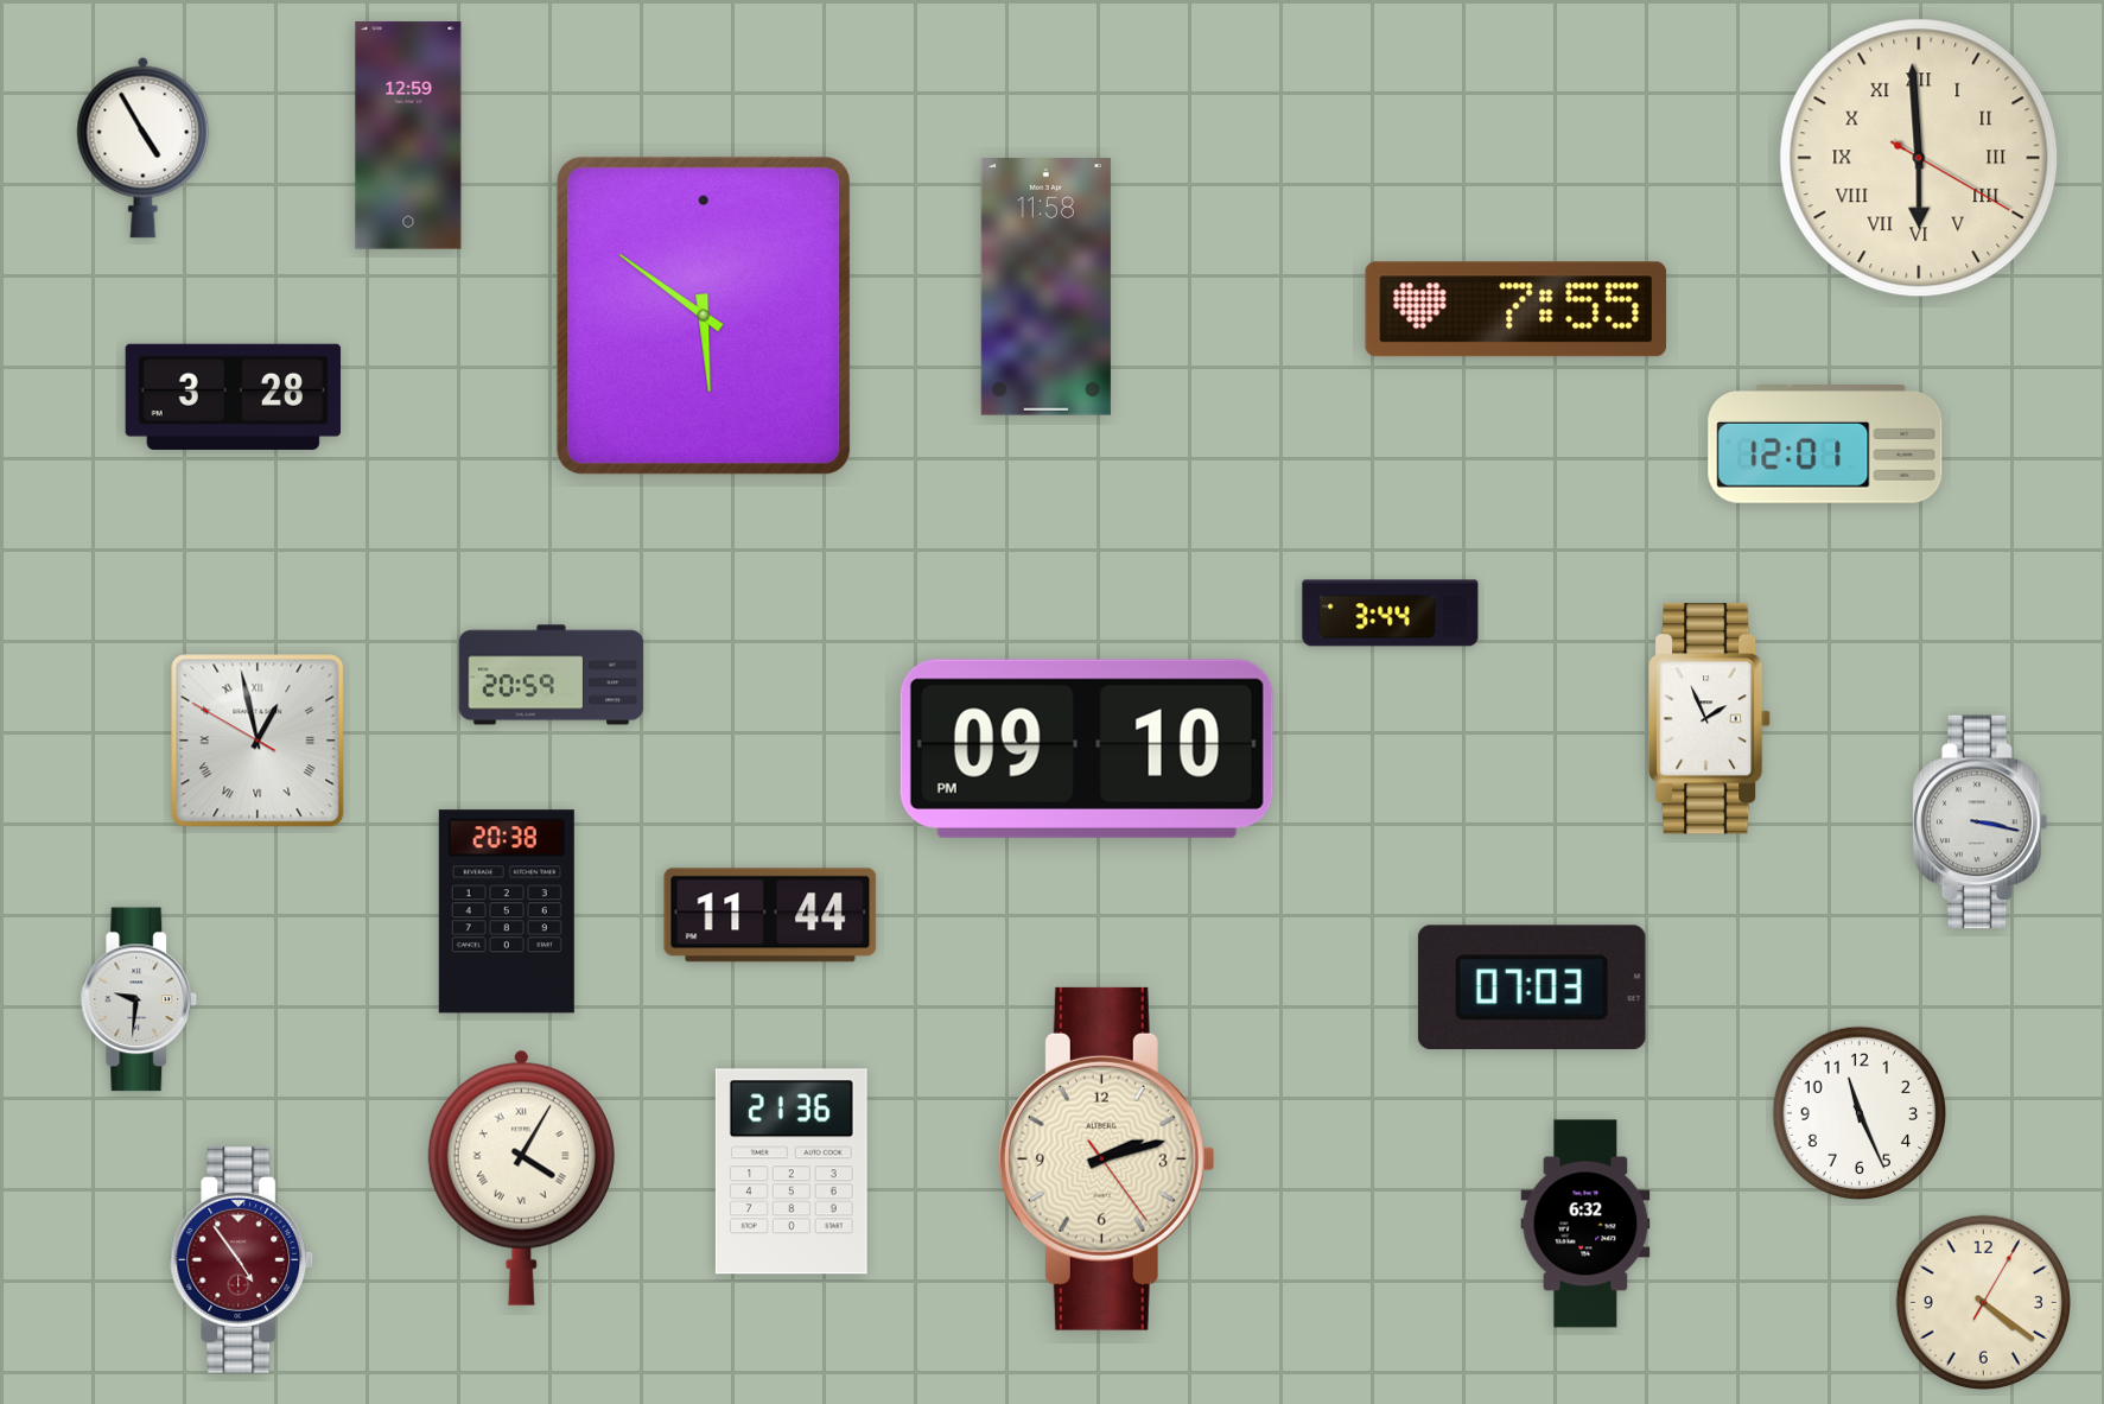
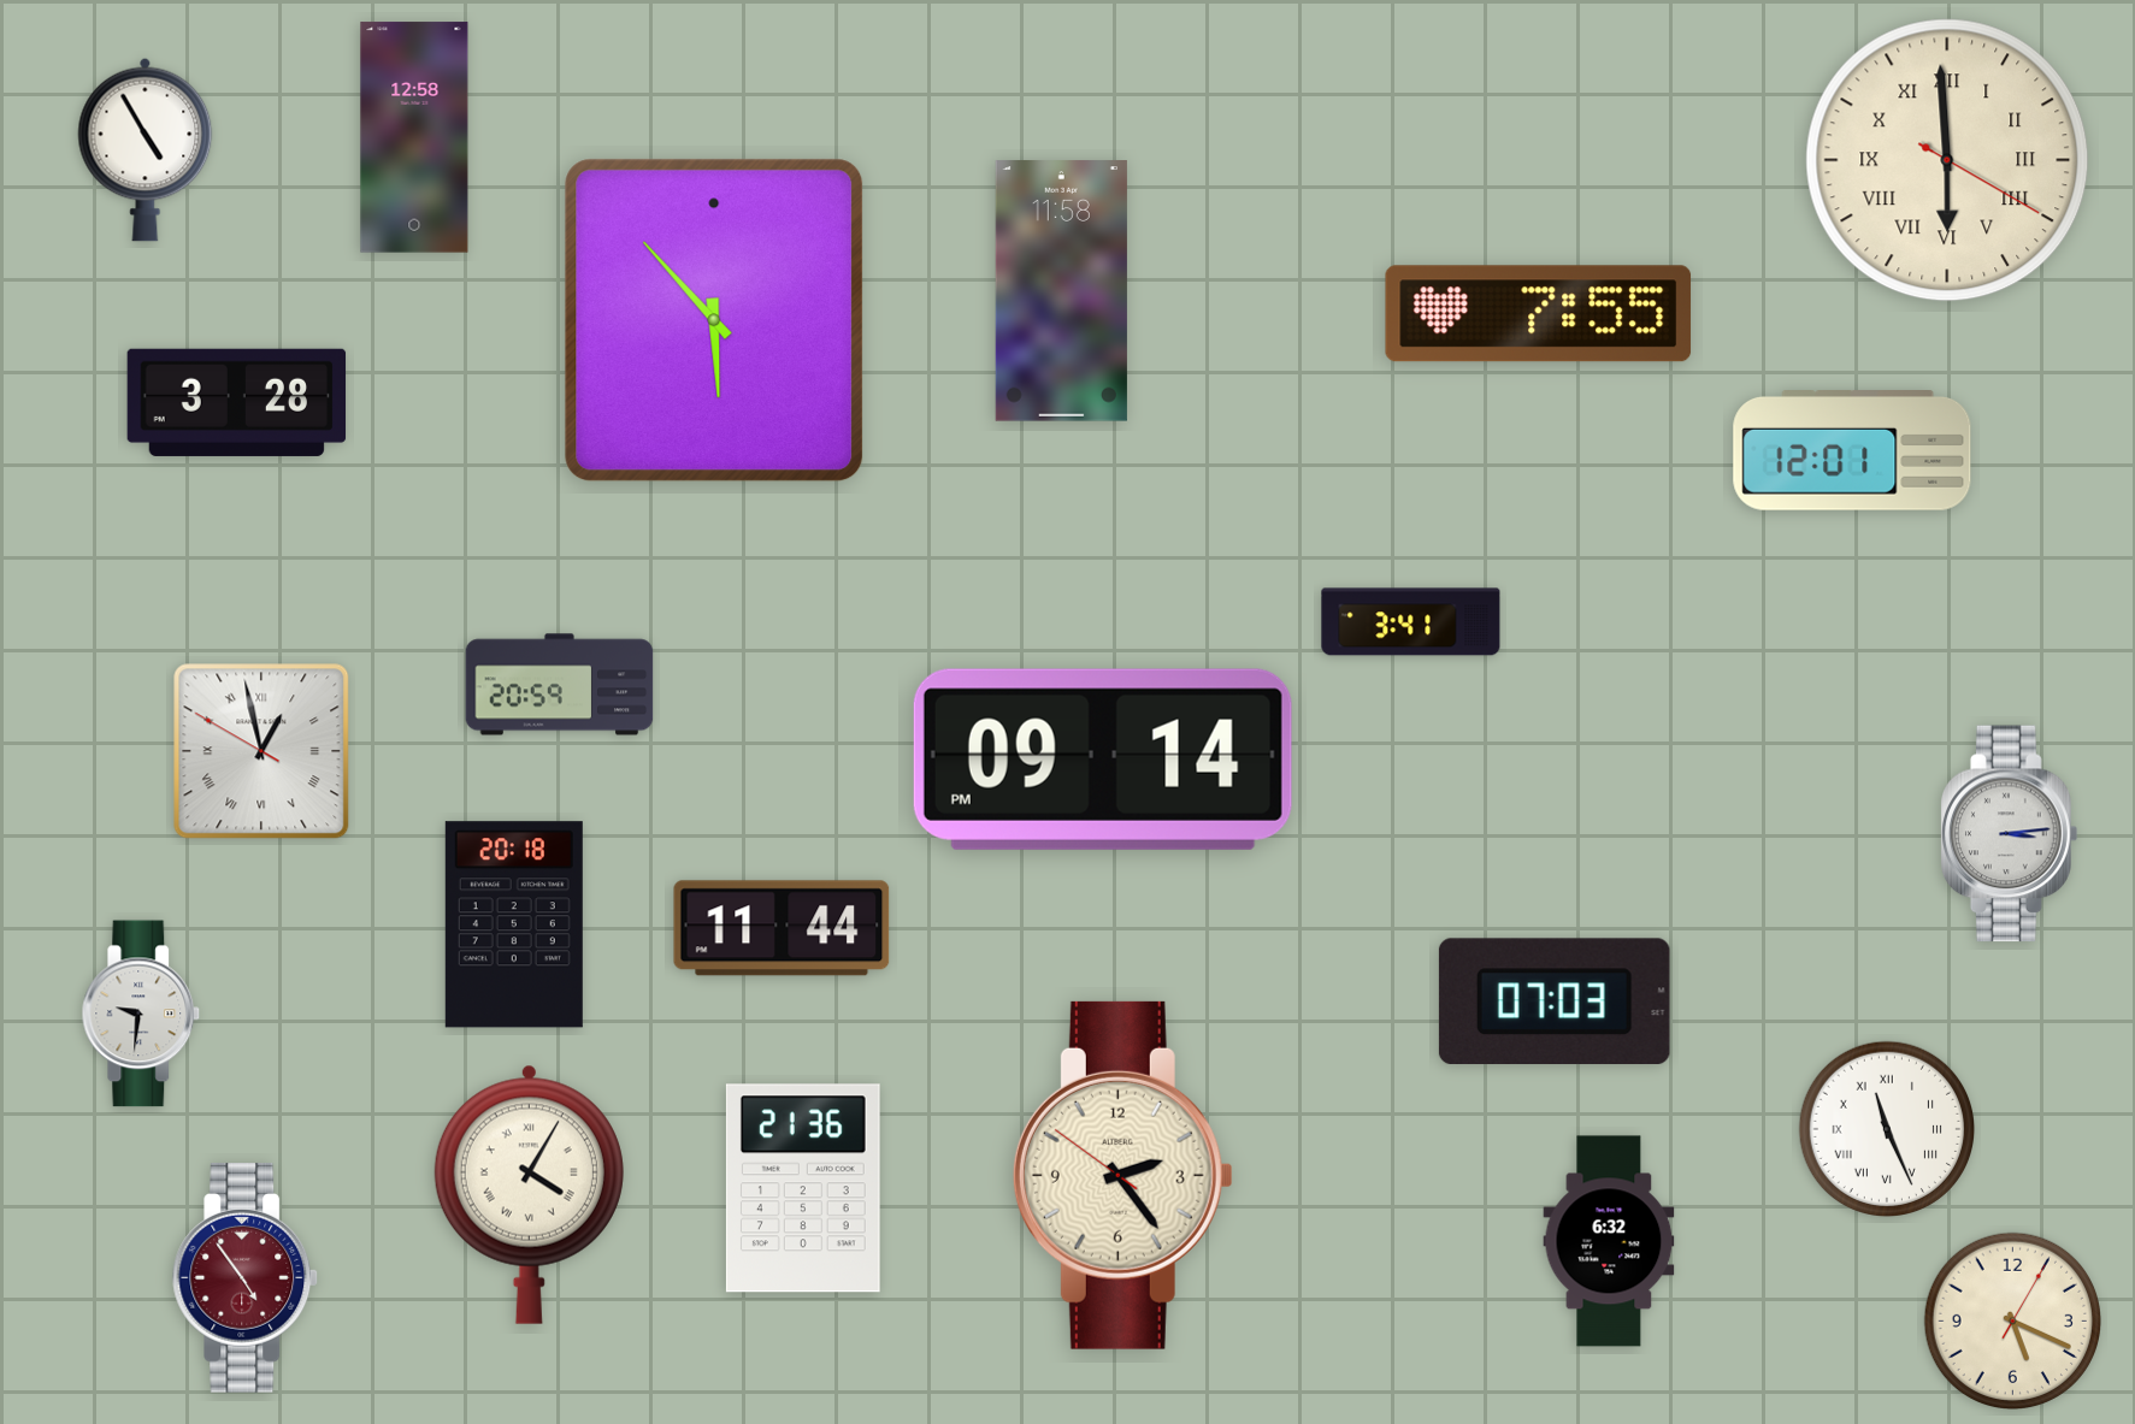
clock at (408, 135): 12:59 -> 12:58
clock at (704, 316): 5:51 -> 5:53
clock at (1391, 614): 3:44 -> 3:41
clock at (1711, 719): 1:56 -> none
clock at (1087, 749): 09:10 -> 09:14
clock at (1981, 822): 3:17 -> 3:14
clock at (507, 911): 20:38 -> 20:18
clock at (1858, 1112) numerals: Arabic -> Roman
clock at (1106, 1158): 2:12 -> 2:23
clock at (1983, 1302): 4:21 -> 5:19
